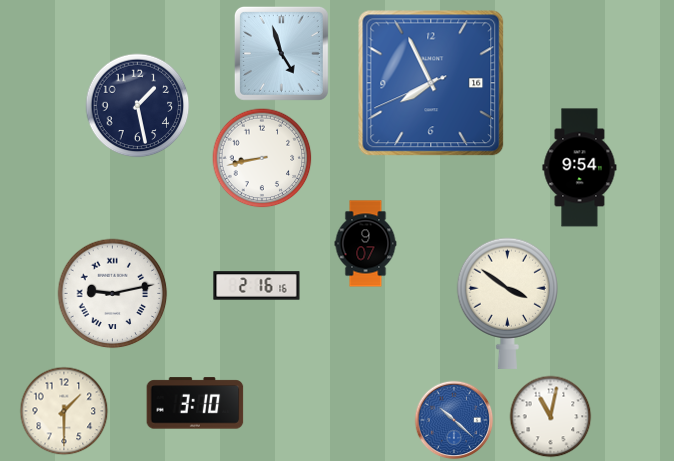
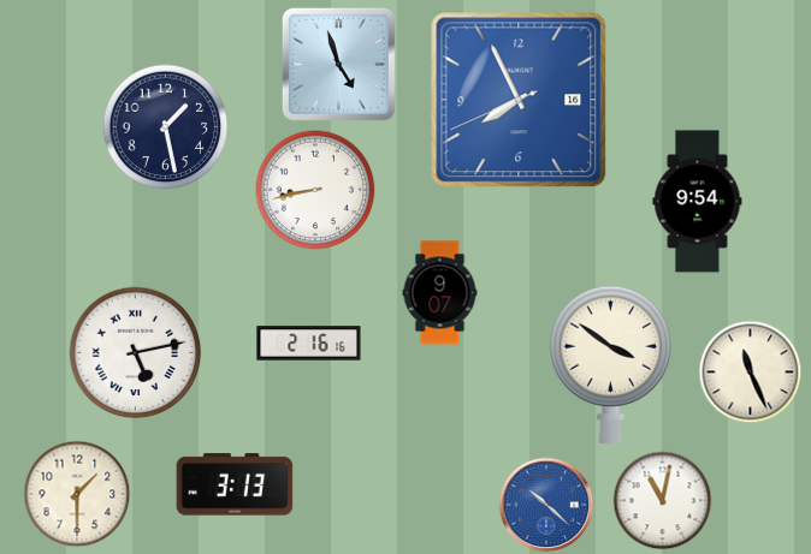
clock at (113, 294): 9:13 -> 5:13
clock at (751, 373): none -> 11:26
clock at (195, 403): 3:10 -> 3:13
